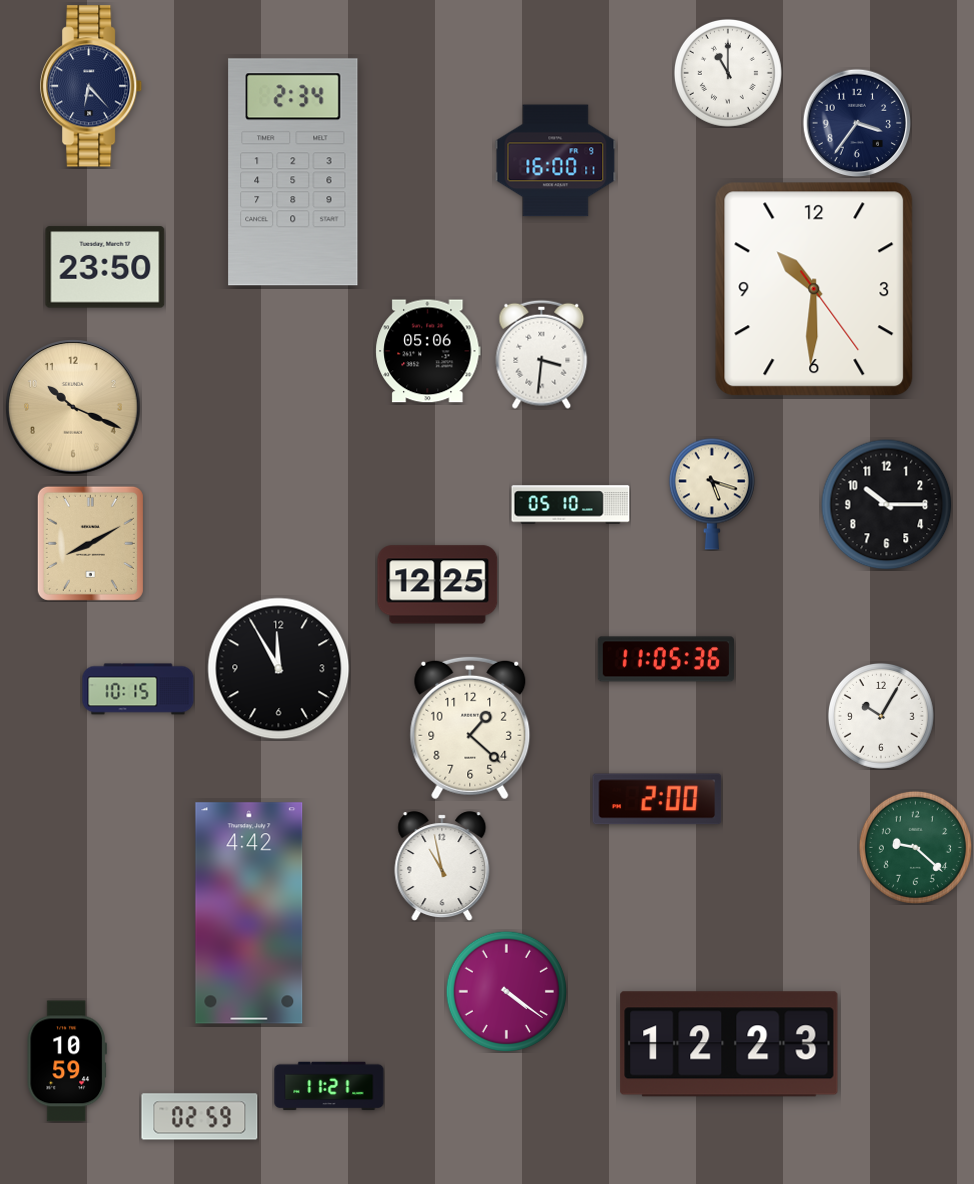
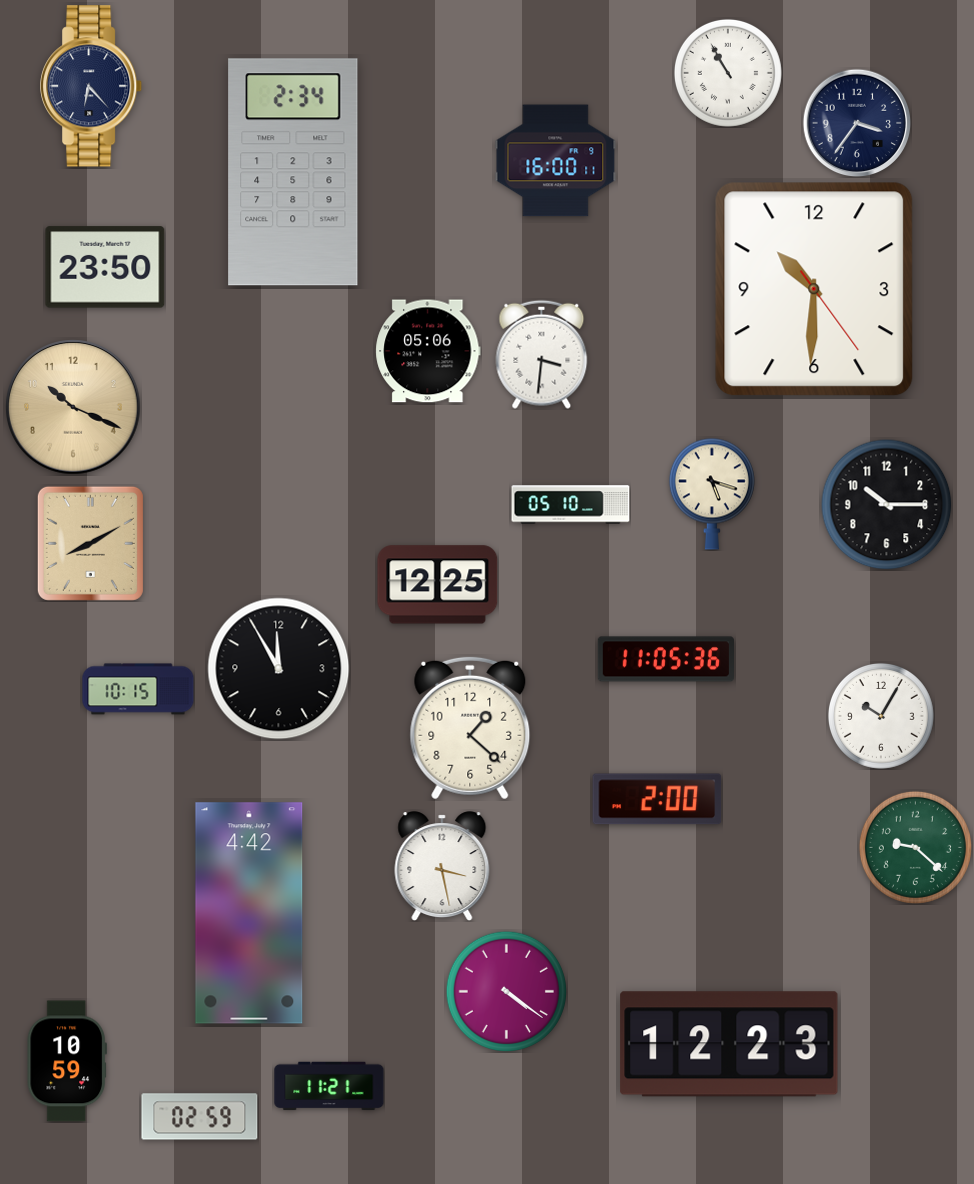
clock at (728, 73): 11:00 -> 10:55
clock at (442, 866): 10:58 -> 3:28
